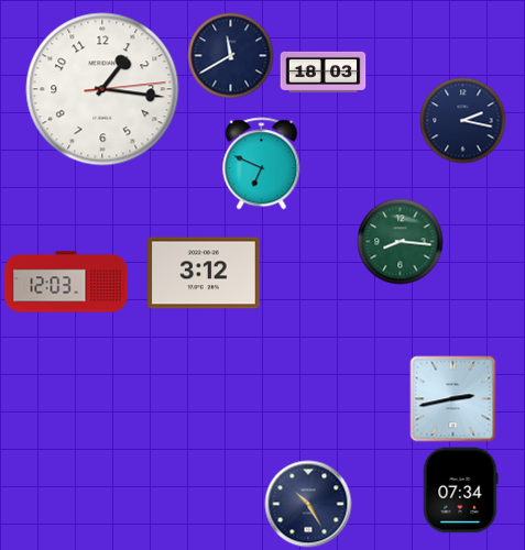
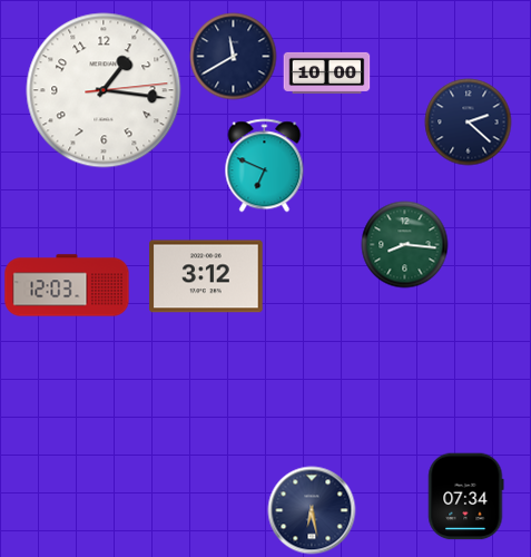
clock at (322, 71): 18:03 -> 10:00
clock at (462, 120): 2:17 -> 2:22
clock at (452, 398): 2:43 -> none
clock at (308, 504): 10:25 -> 6:28
